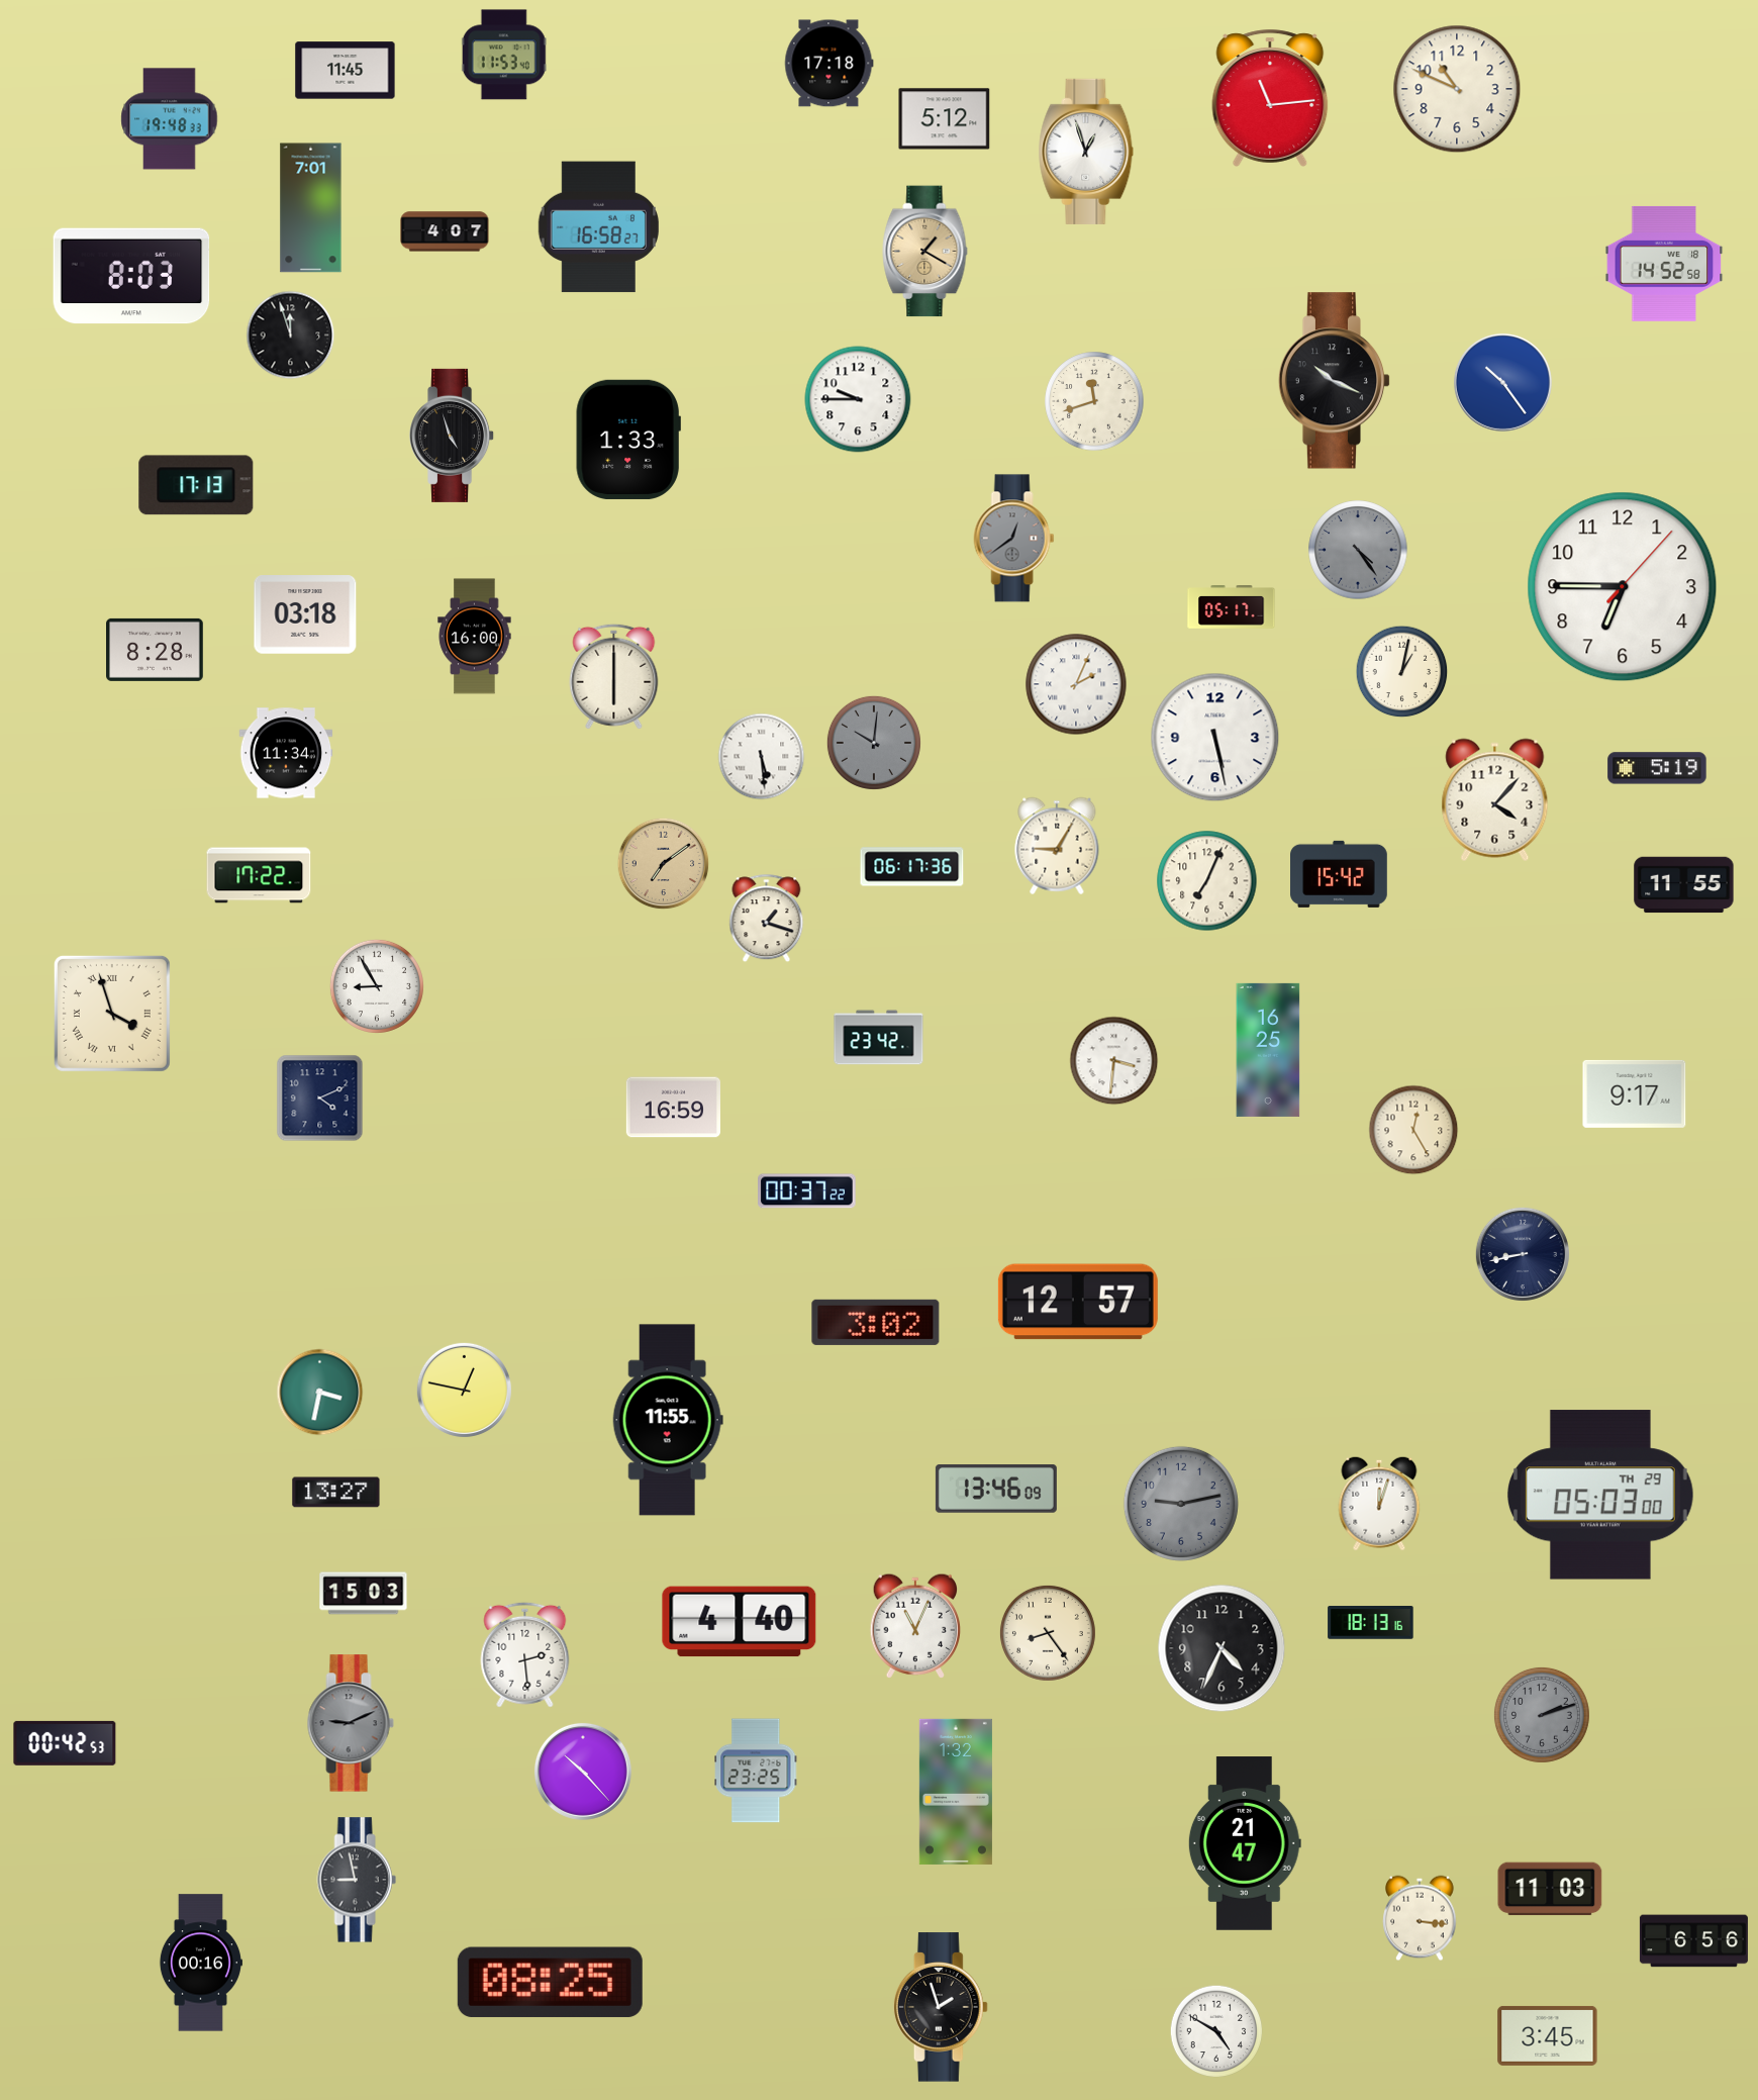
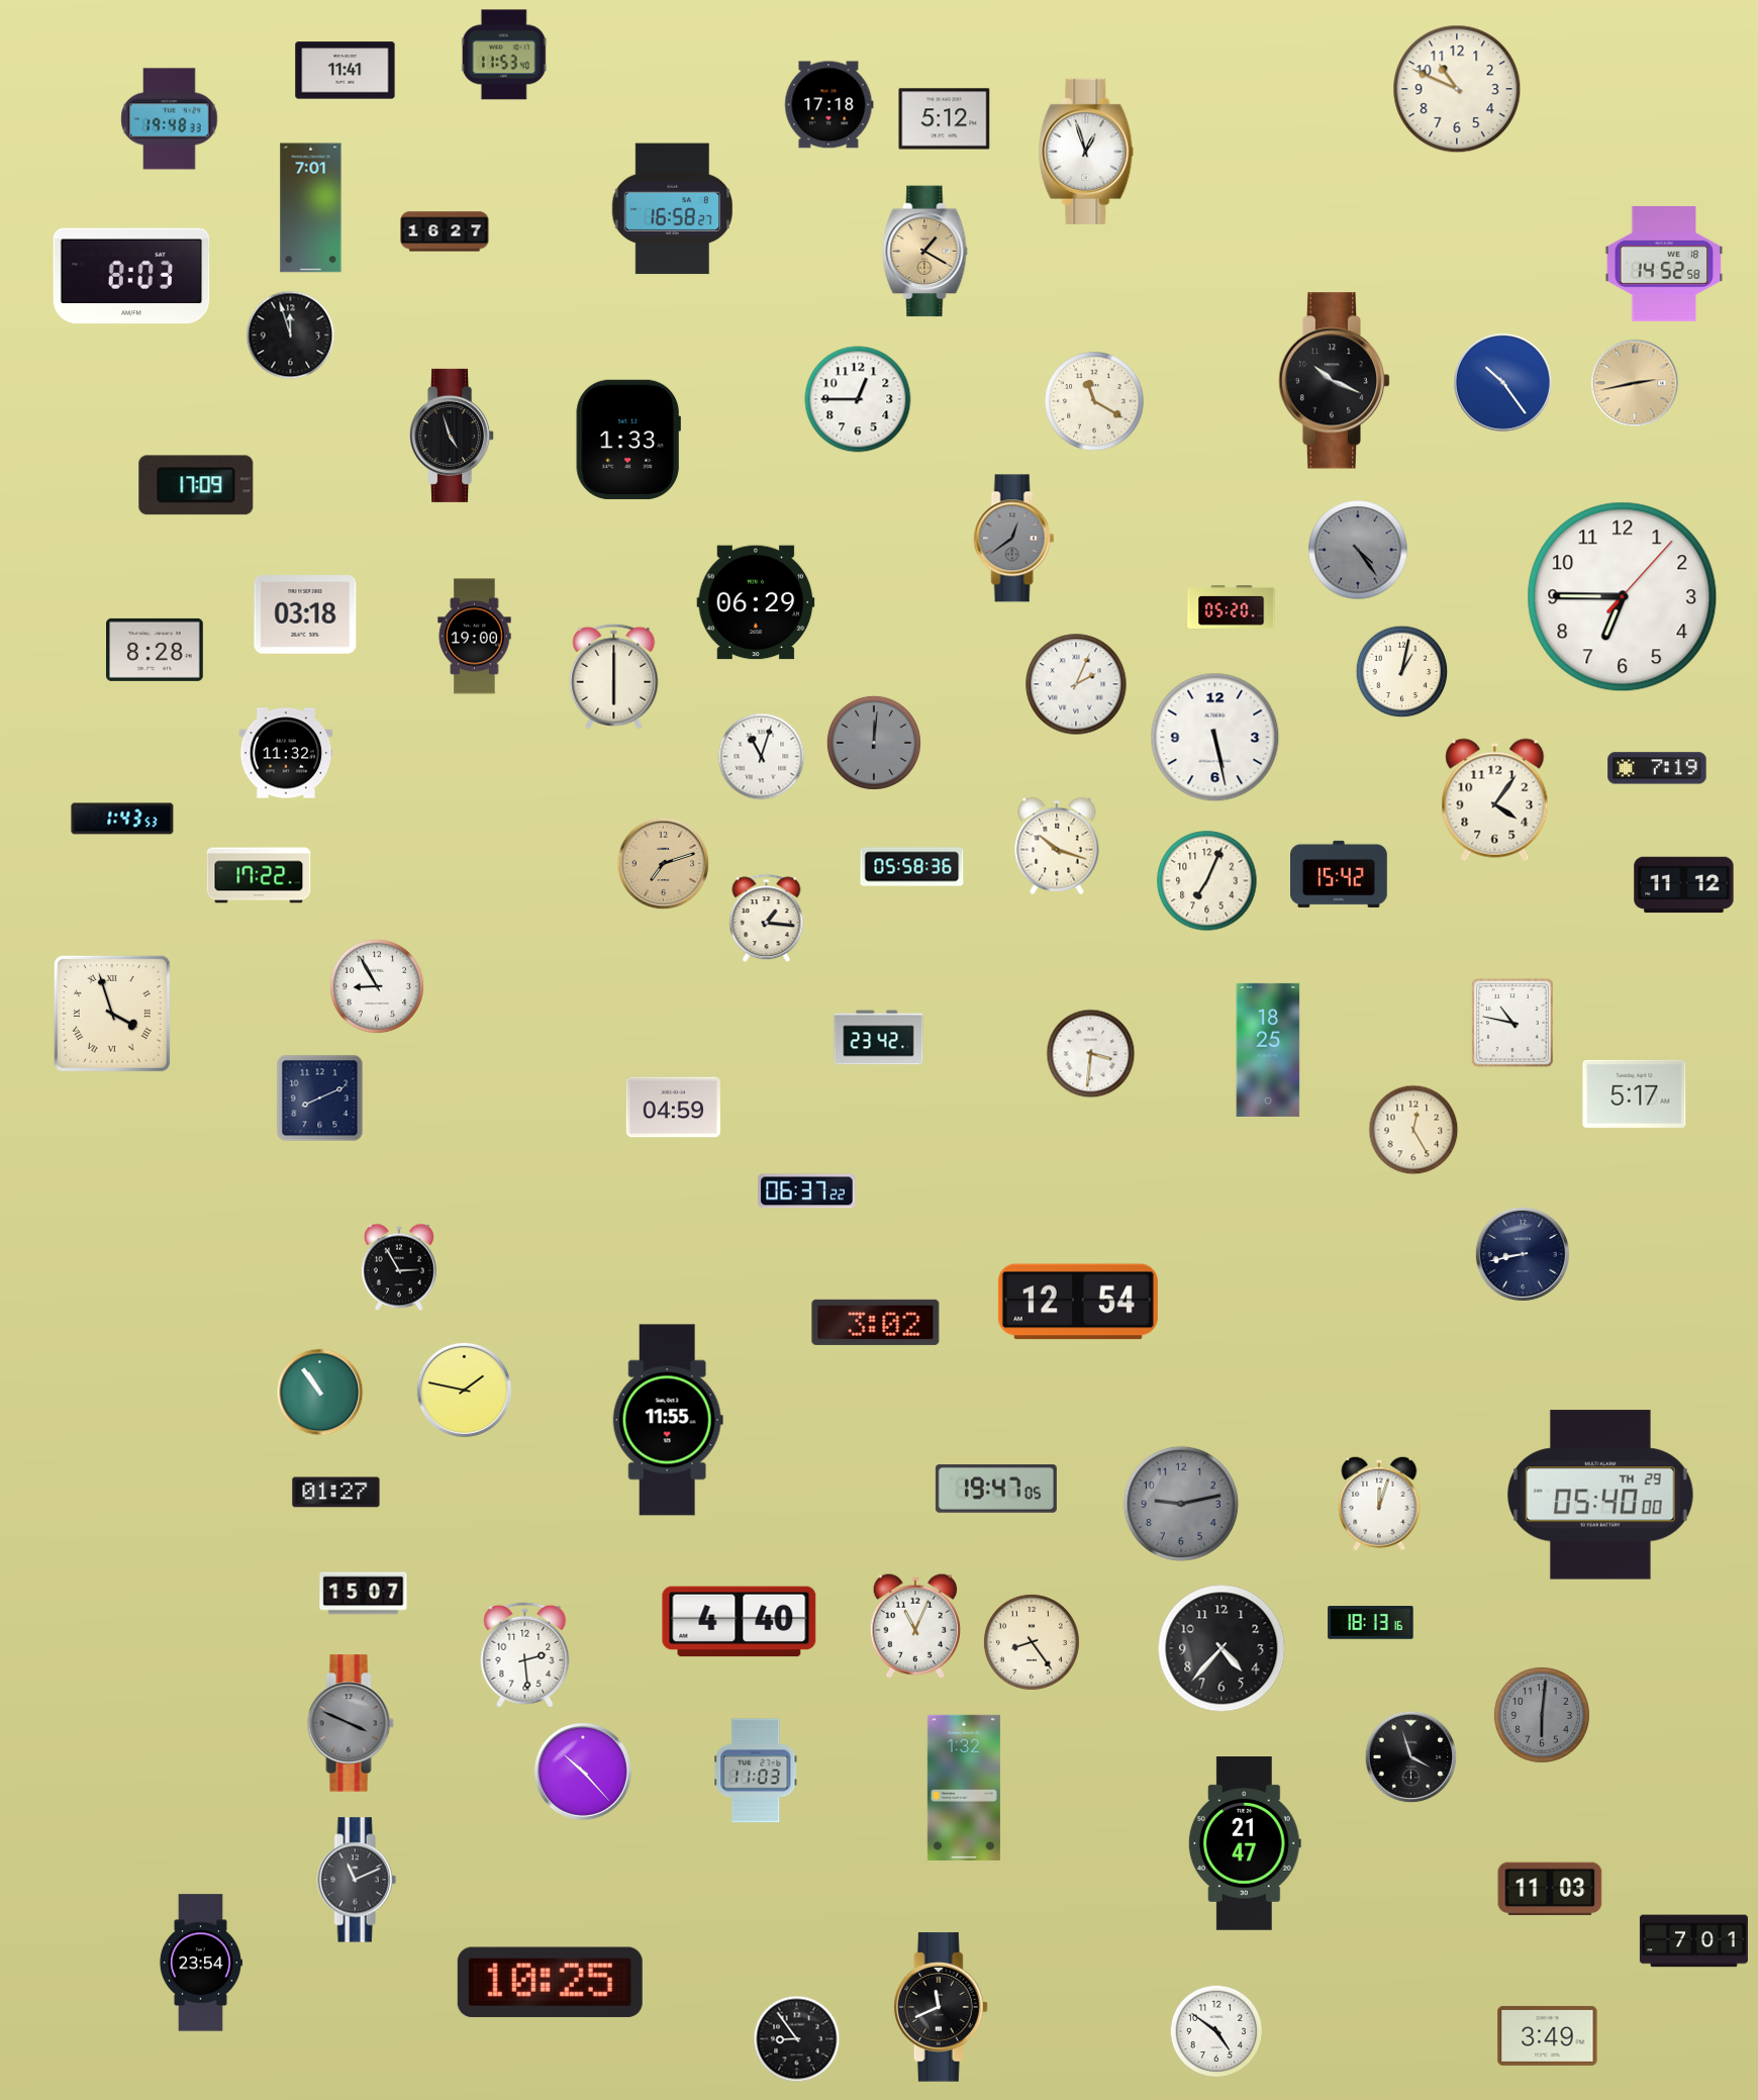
clock at (829, 64) position: (829, 64) -> (829, 105)
clock at (346, 71): 11:45 -> 11:41
clock at (1270, 98): 11:14 -> none
clock at (598, 227) position: (598, 227) -> (672, 209)
clock at (445, 231): 4:07 -> 16:27
clock at (1635, 383): none -> 2:43
clock at (858, 399): 9:45 -> 12:45
clock at (1094, 401): 11:42 -> 11:20
clock at (196, 485): 17:13 -> 17:09
clock at (1623, 587) position: (1623, 587) -> (1623, 597)
clock at (756, 602): none -> 06:29
clock at (1232, 607): 05:17 -> 05:20
clock at (475, 637): 16:00 -> 19:00
clock at (874, 743): 10:01 -> 12:01
clock at (286, 753): 11:34 -> 11:32
clock at (762, 757): 5:29 -> 11:03
clock at (1657, 768): 5:19 -> 7:19
clock at (1495, 800): 4:07 -> 4:06
clock at (122, 819): none -> 1:43
clock at (1057, 846): 9:05 -> 10:18
clock at (664, 864): 7:09 -> 7:12
clock at (912, 867): 06:17 -> 05:58
clock at (1684, 885): 11:55 -> 11:12
clock at (767, 919): 1:18 -> 1:16
clock at (1512, 1023): none -> 10:47
clock at (1268, 1050): 16:25 -> 18:25
clock at (1114, 1061) position: (1114, 1061) -> (1091, 1054)
clock at (1635, 1093): 9:17 -> 5:17
clock at (320, 1099): 4:11 -> 8:11
clock at (673, 1108): 16:59 -> 04:59
clock at (807, 1191): 00:37 -> 06:37
clock at (399, 1267): none -> 2:55
clock at (1078, 1302): 12:57 -> 12:54
clock at (464, 1390): 12:47 -> 1:47
clock at (320, 1393): 3:32 -> 10:54
clock at (996, 1490): 13:46 -> 19:47
clock at (336, 1493): 13:27 -> 01:27
clock at (1600, 1495): 05:03 -> 05:40
clock at (364, 1594): 15:03 -> 15:07
clock at (1048, 1633) position: (1048, 1633) -> (1032, 1642)
clock at (1222, 1648): 4:34 -> 4:37
clock at (1542, 1715): 2:12 -> 6:01
clock at (351, 1723): 9:11 -> 3:49
clock at (65, 1743): 00:42 -> none
clock at (1411, 1757): none -> 3:57
clock at (756, 1771): 23:25 -> 11:03
clock at (956, 1792) position: (956, 1792) -> (964, 1788)
clock at (357, 1880): 8:58 -> 11:11
clock at (1420, 1918): 3:16 -> none
clock at (1693, 1941): 6:56 -> 7:01
clock at (200, 1963): 00:16 -> 23:54
clock at (550, 1982): 08:25 -> 10:25
clock at (941, 2007): 1:57 -> 11:41
clock at (1216, 2031): 4:50 -> 4:51
clock at (1548, 2035): 3:45 -> 3:49
clock at (797, 2039): none -> 8:54
